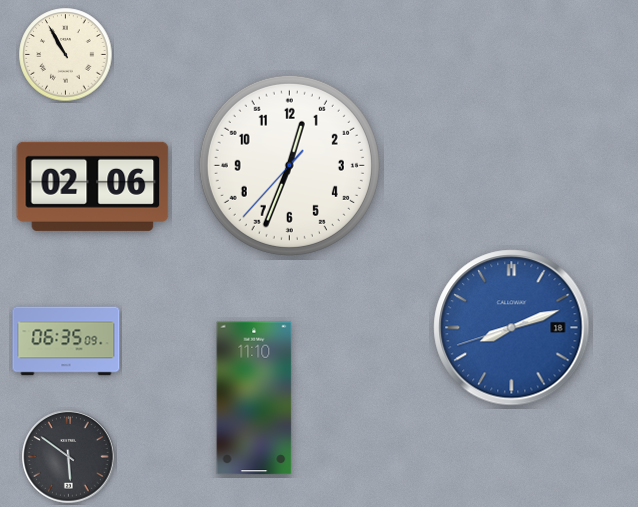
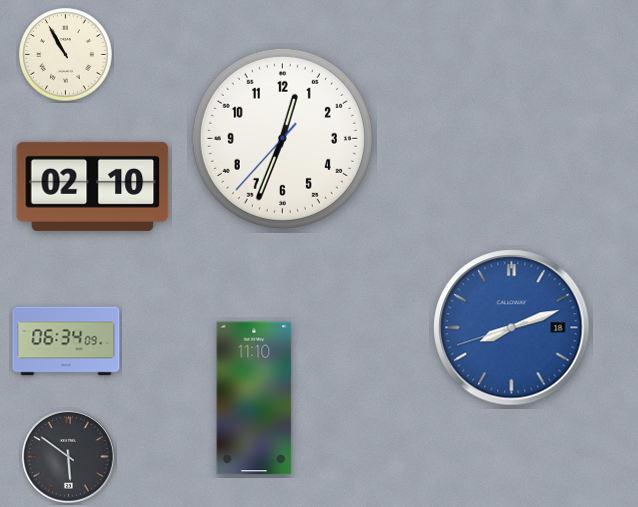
clock at (289, 165) position: (289, 165) -> (282, 138)
clock at (93, 186): 02:06 -> 02:10
clock at (66, 341): 06:35 -> 06:34
